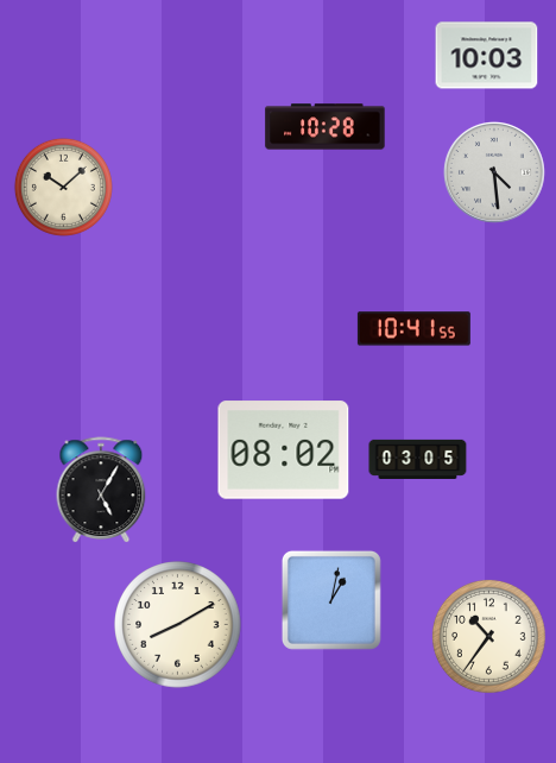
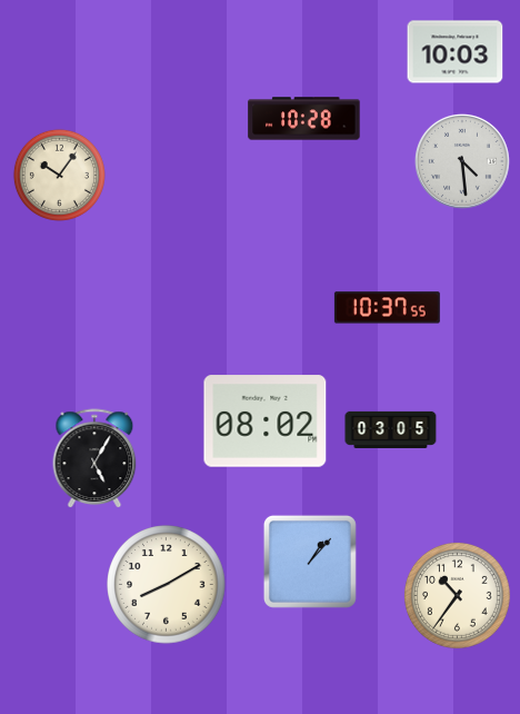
clock at (63, 187): 10:08 -> 10:06
clock at (413, 329): 10:41 -> 10:37
clock at (331, 600): 1:02 -> 1:07
